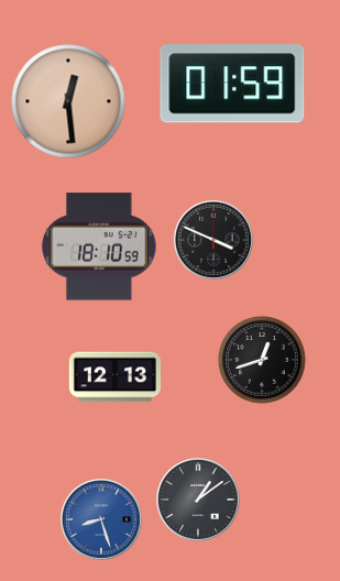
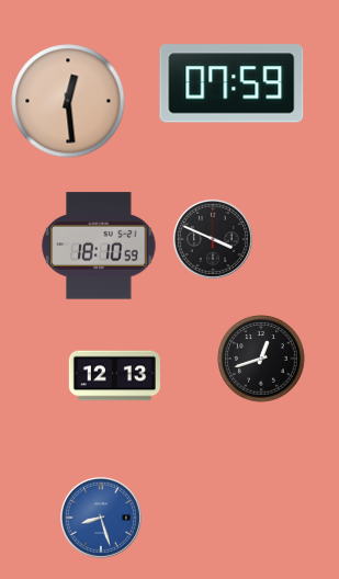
clock at (232, 84): 01:59 -> 07:59
clock at (198, 500): 1:09 -> none
